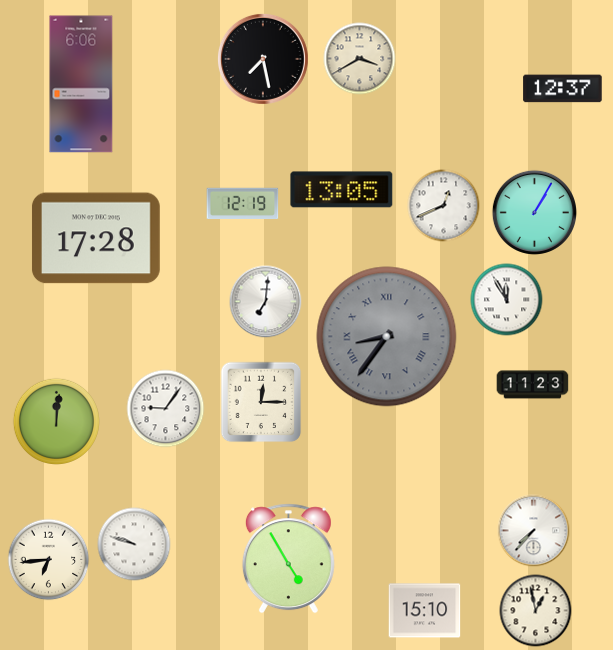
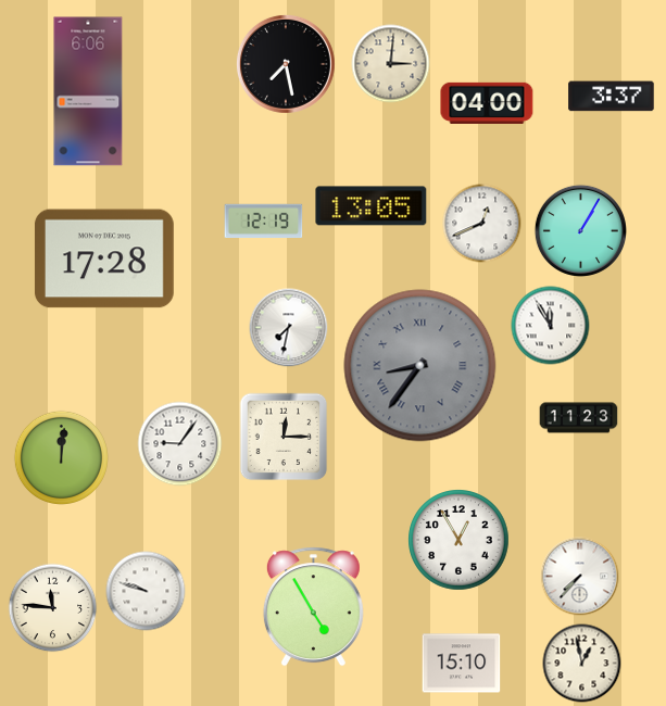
clock at (360, 59): 3:40 -> 3:01
clock at (563, 89): 12:37 -> 3:37
clock at (487, 103): none -> 04:00
clock at (266, 302): 7:01 -> 7:32
clock at (458, 540): none -> 12:55
clock at (49, 560): 6:44 -> 11:46
